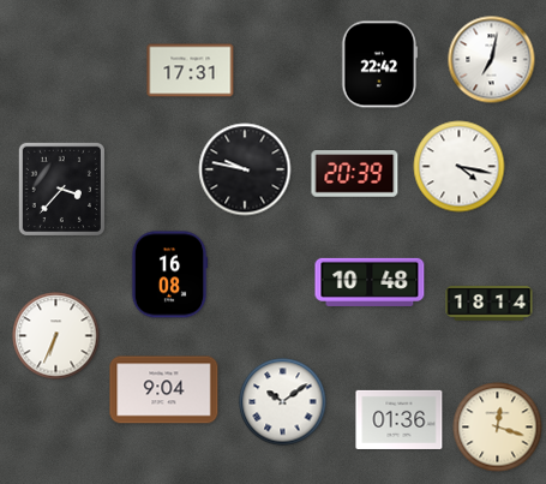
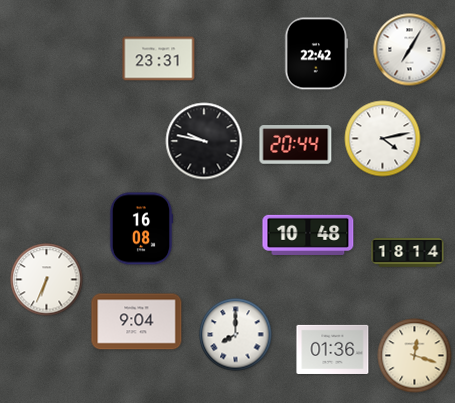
clock at (492, 60): 7:02 -> 7:05
clock at (191, 71): 17:31 -> 23:31
clock at (460, 167): 4:17 -> 4:13
clock at (355, 174): 20:39 -> 20:44
clock at (61, 189): 3:37 -> none
clock at (164, 390) position: (164, 390) -> (137, 322)
clock at (283, 402): 10:09 -> 8:00
